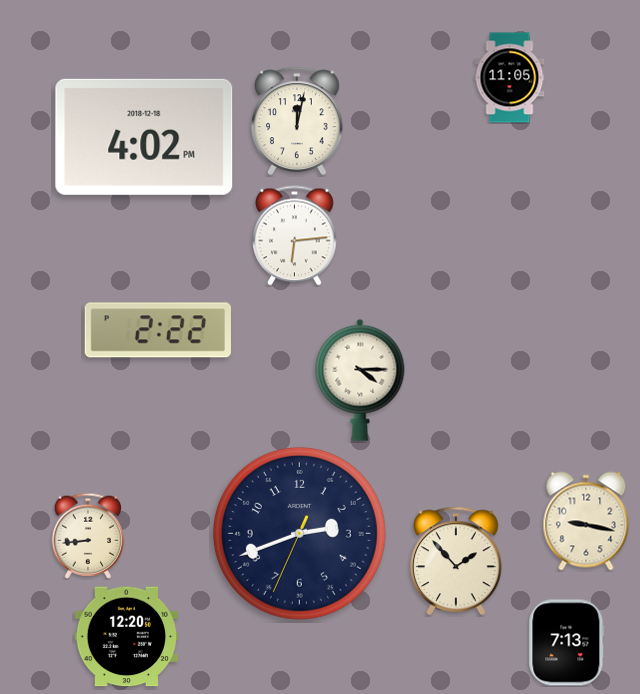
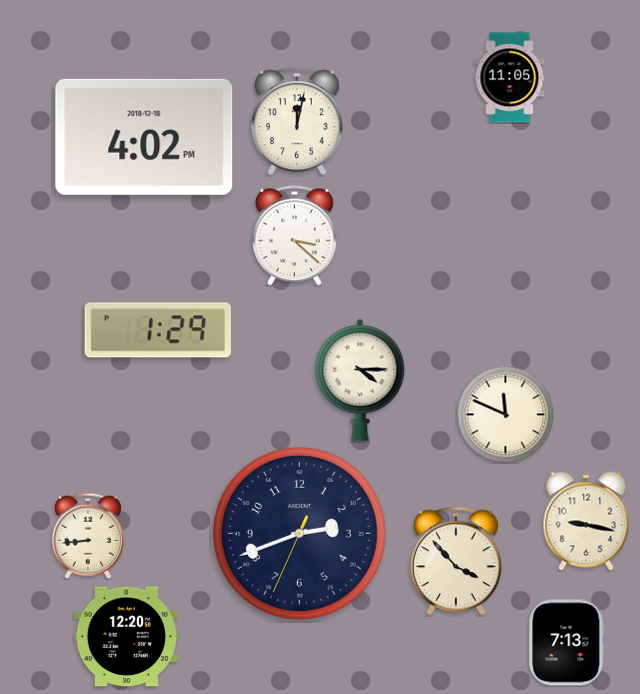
clock at (295, 236): 6:14 -> 3:22
clock at (158, 330): 2:22 -> 1:29
clock at (505, 414): none -> 11:49
clock at (457, 560): 1:53 -> 3:53
